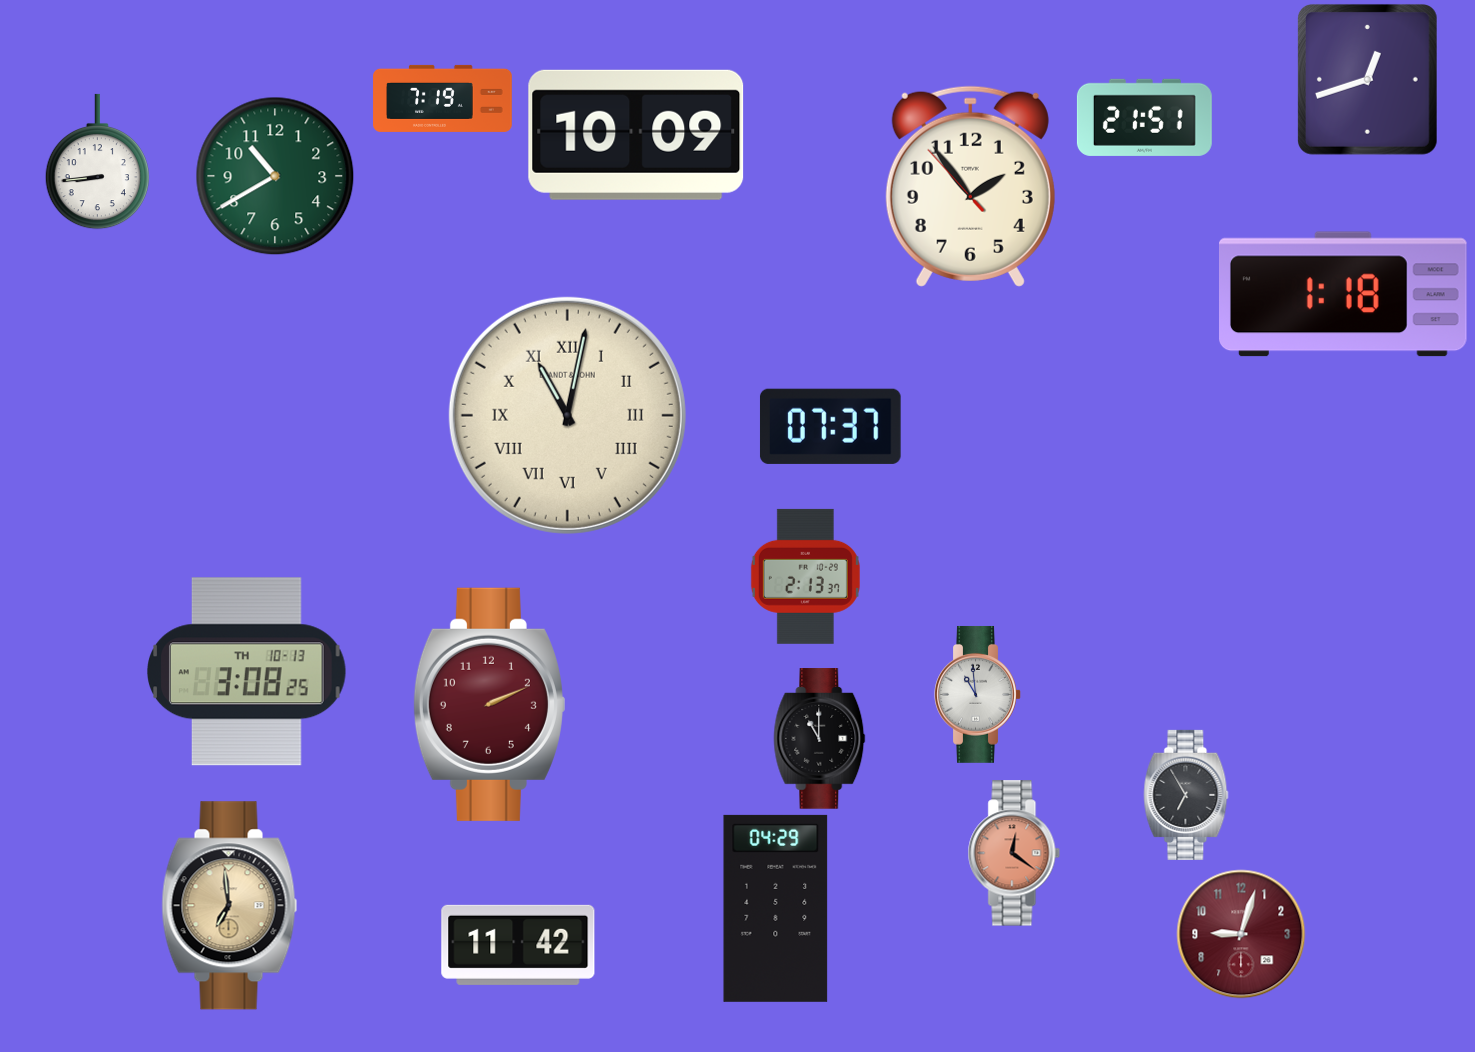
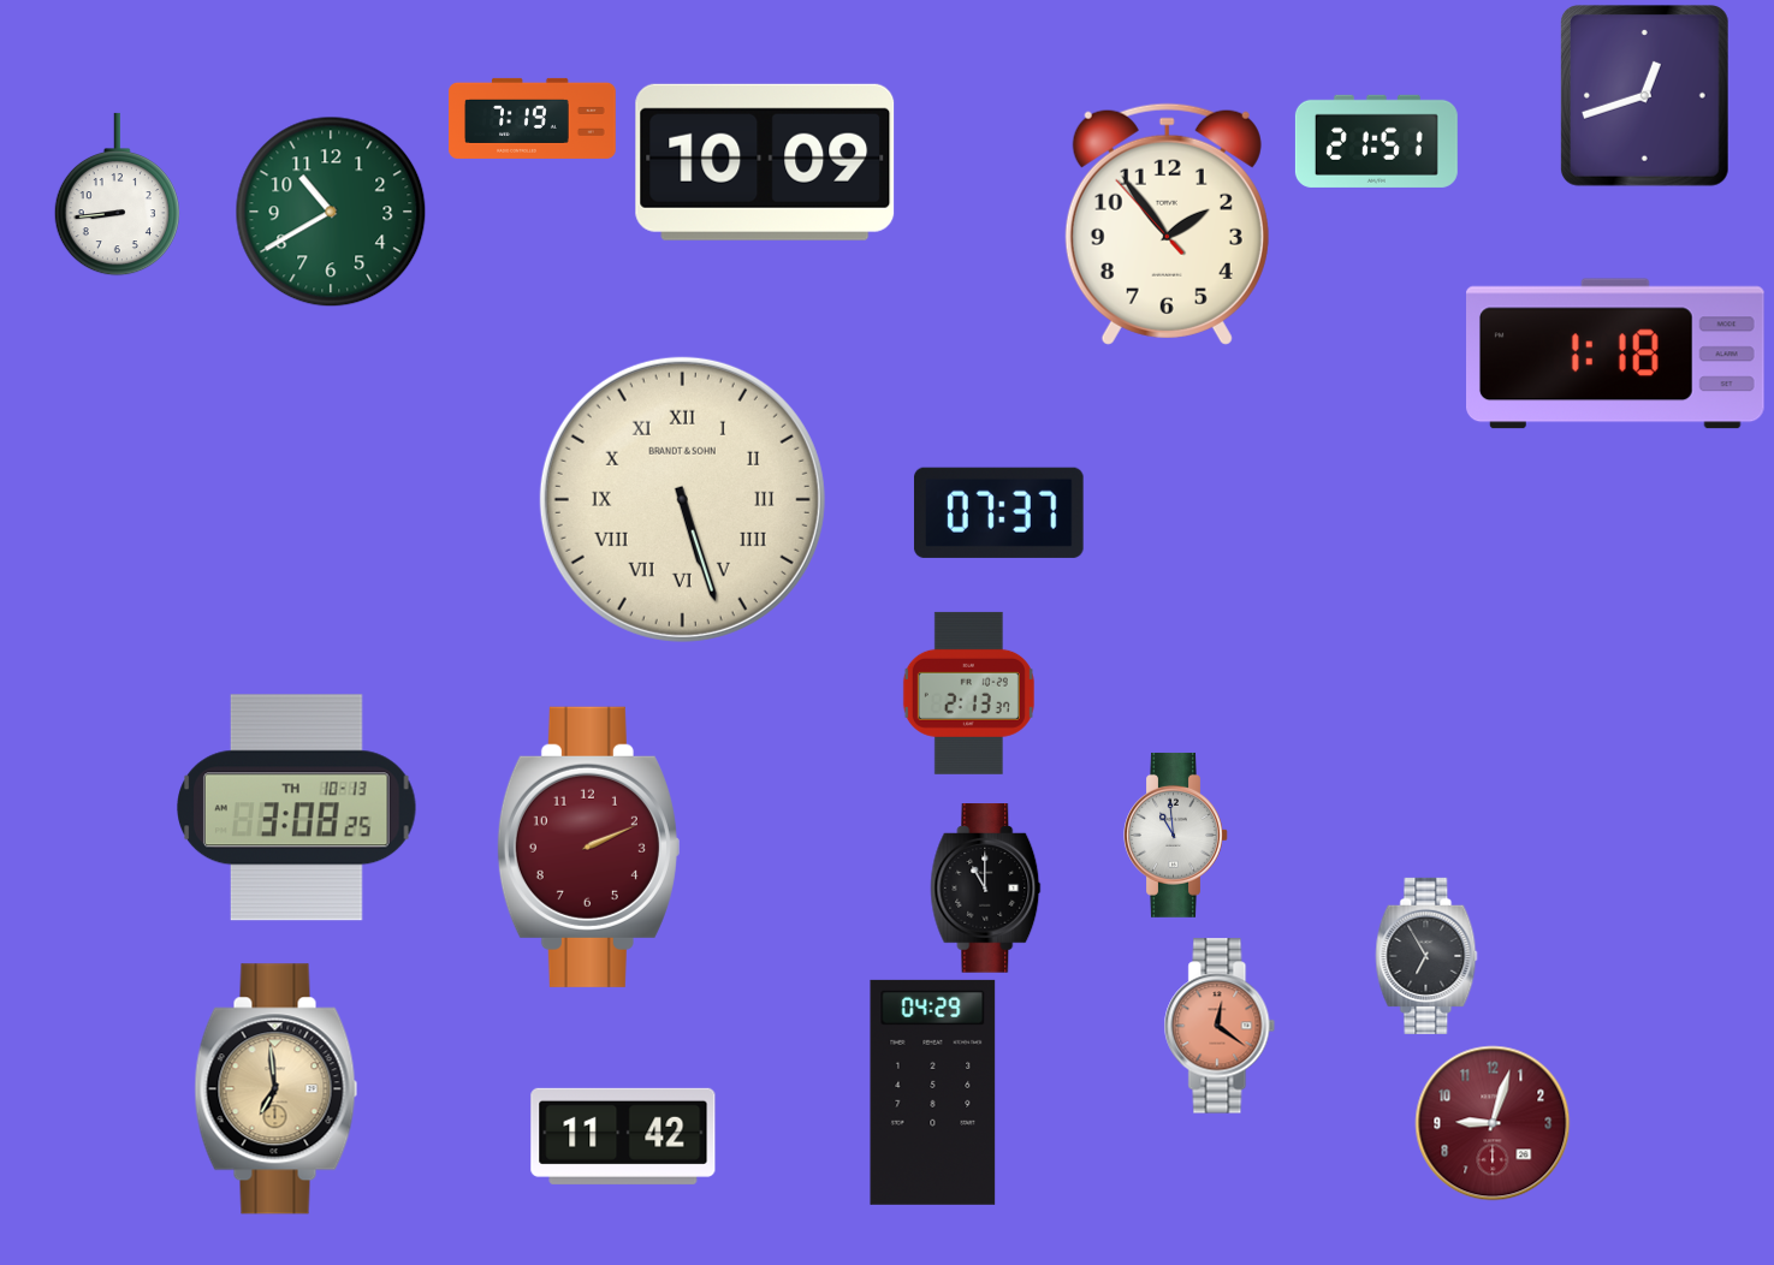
clock at (567, 415): 11:02 -> 5:27
